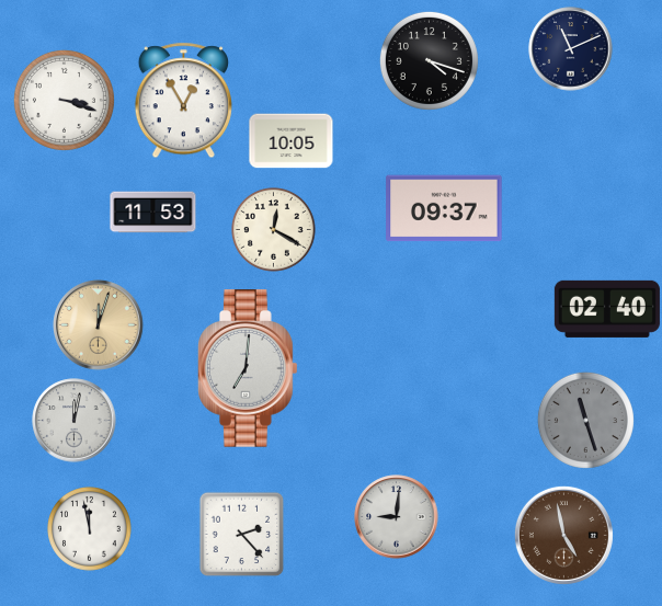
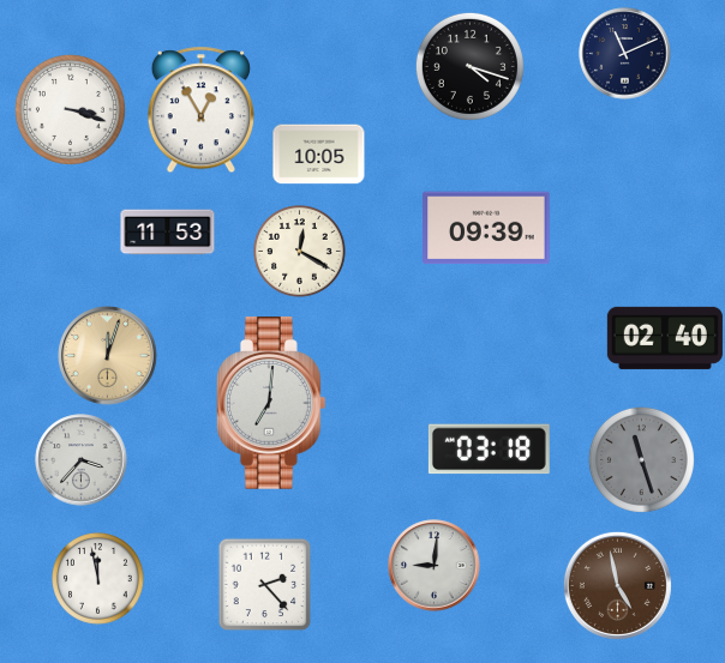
clock at (444, 208): 09:37 -> 09:39
clock at (489, 450): none -> 03:18
clock at (75, 421): 12:02 -> 3:37
